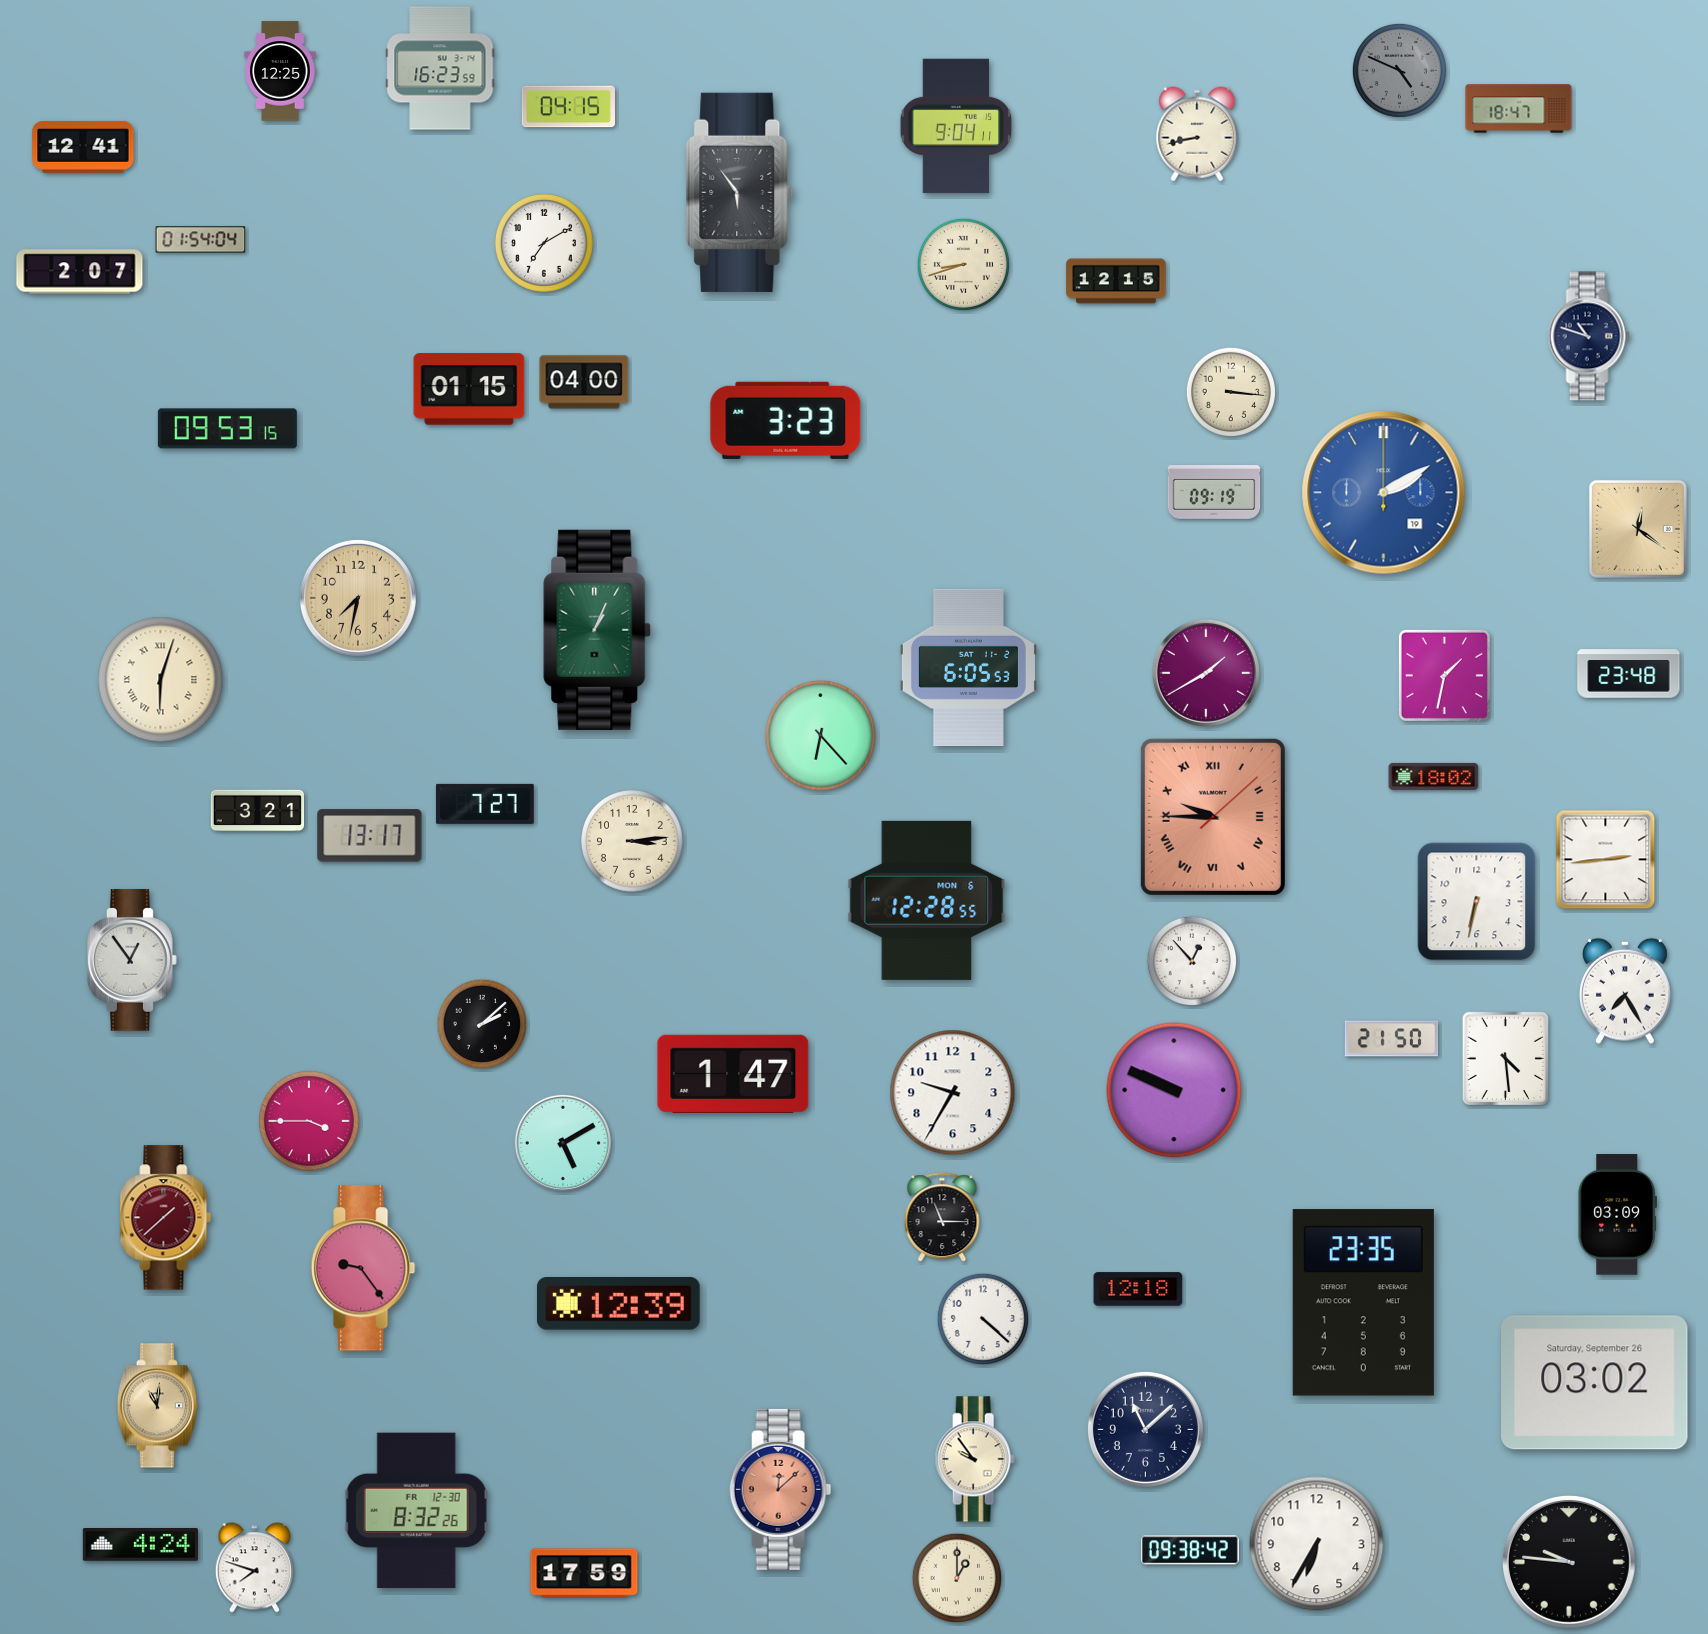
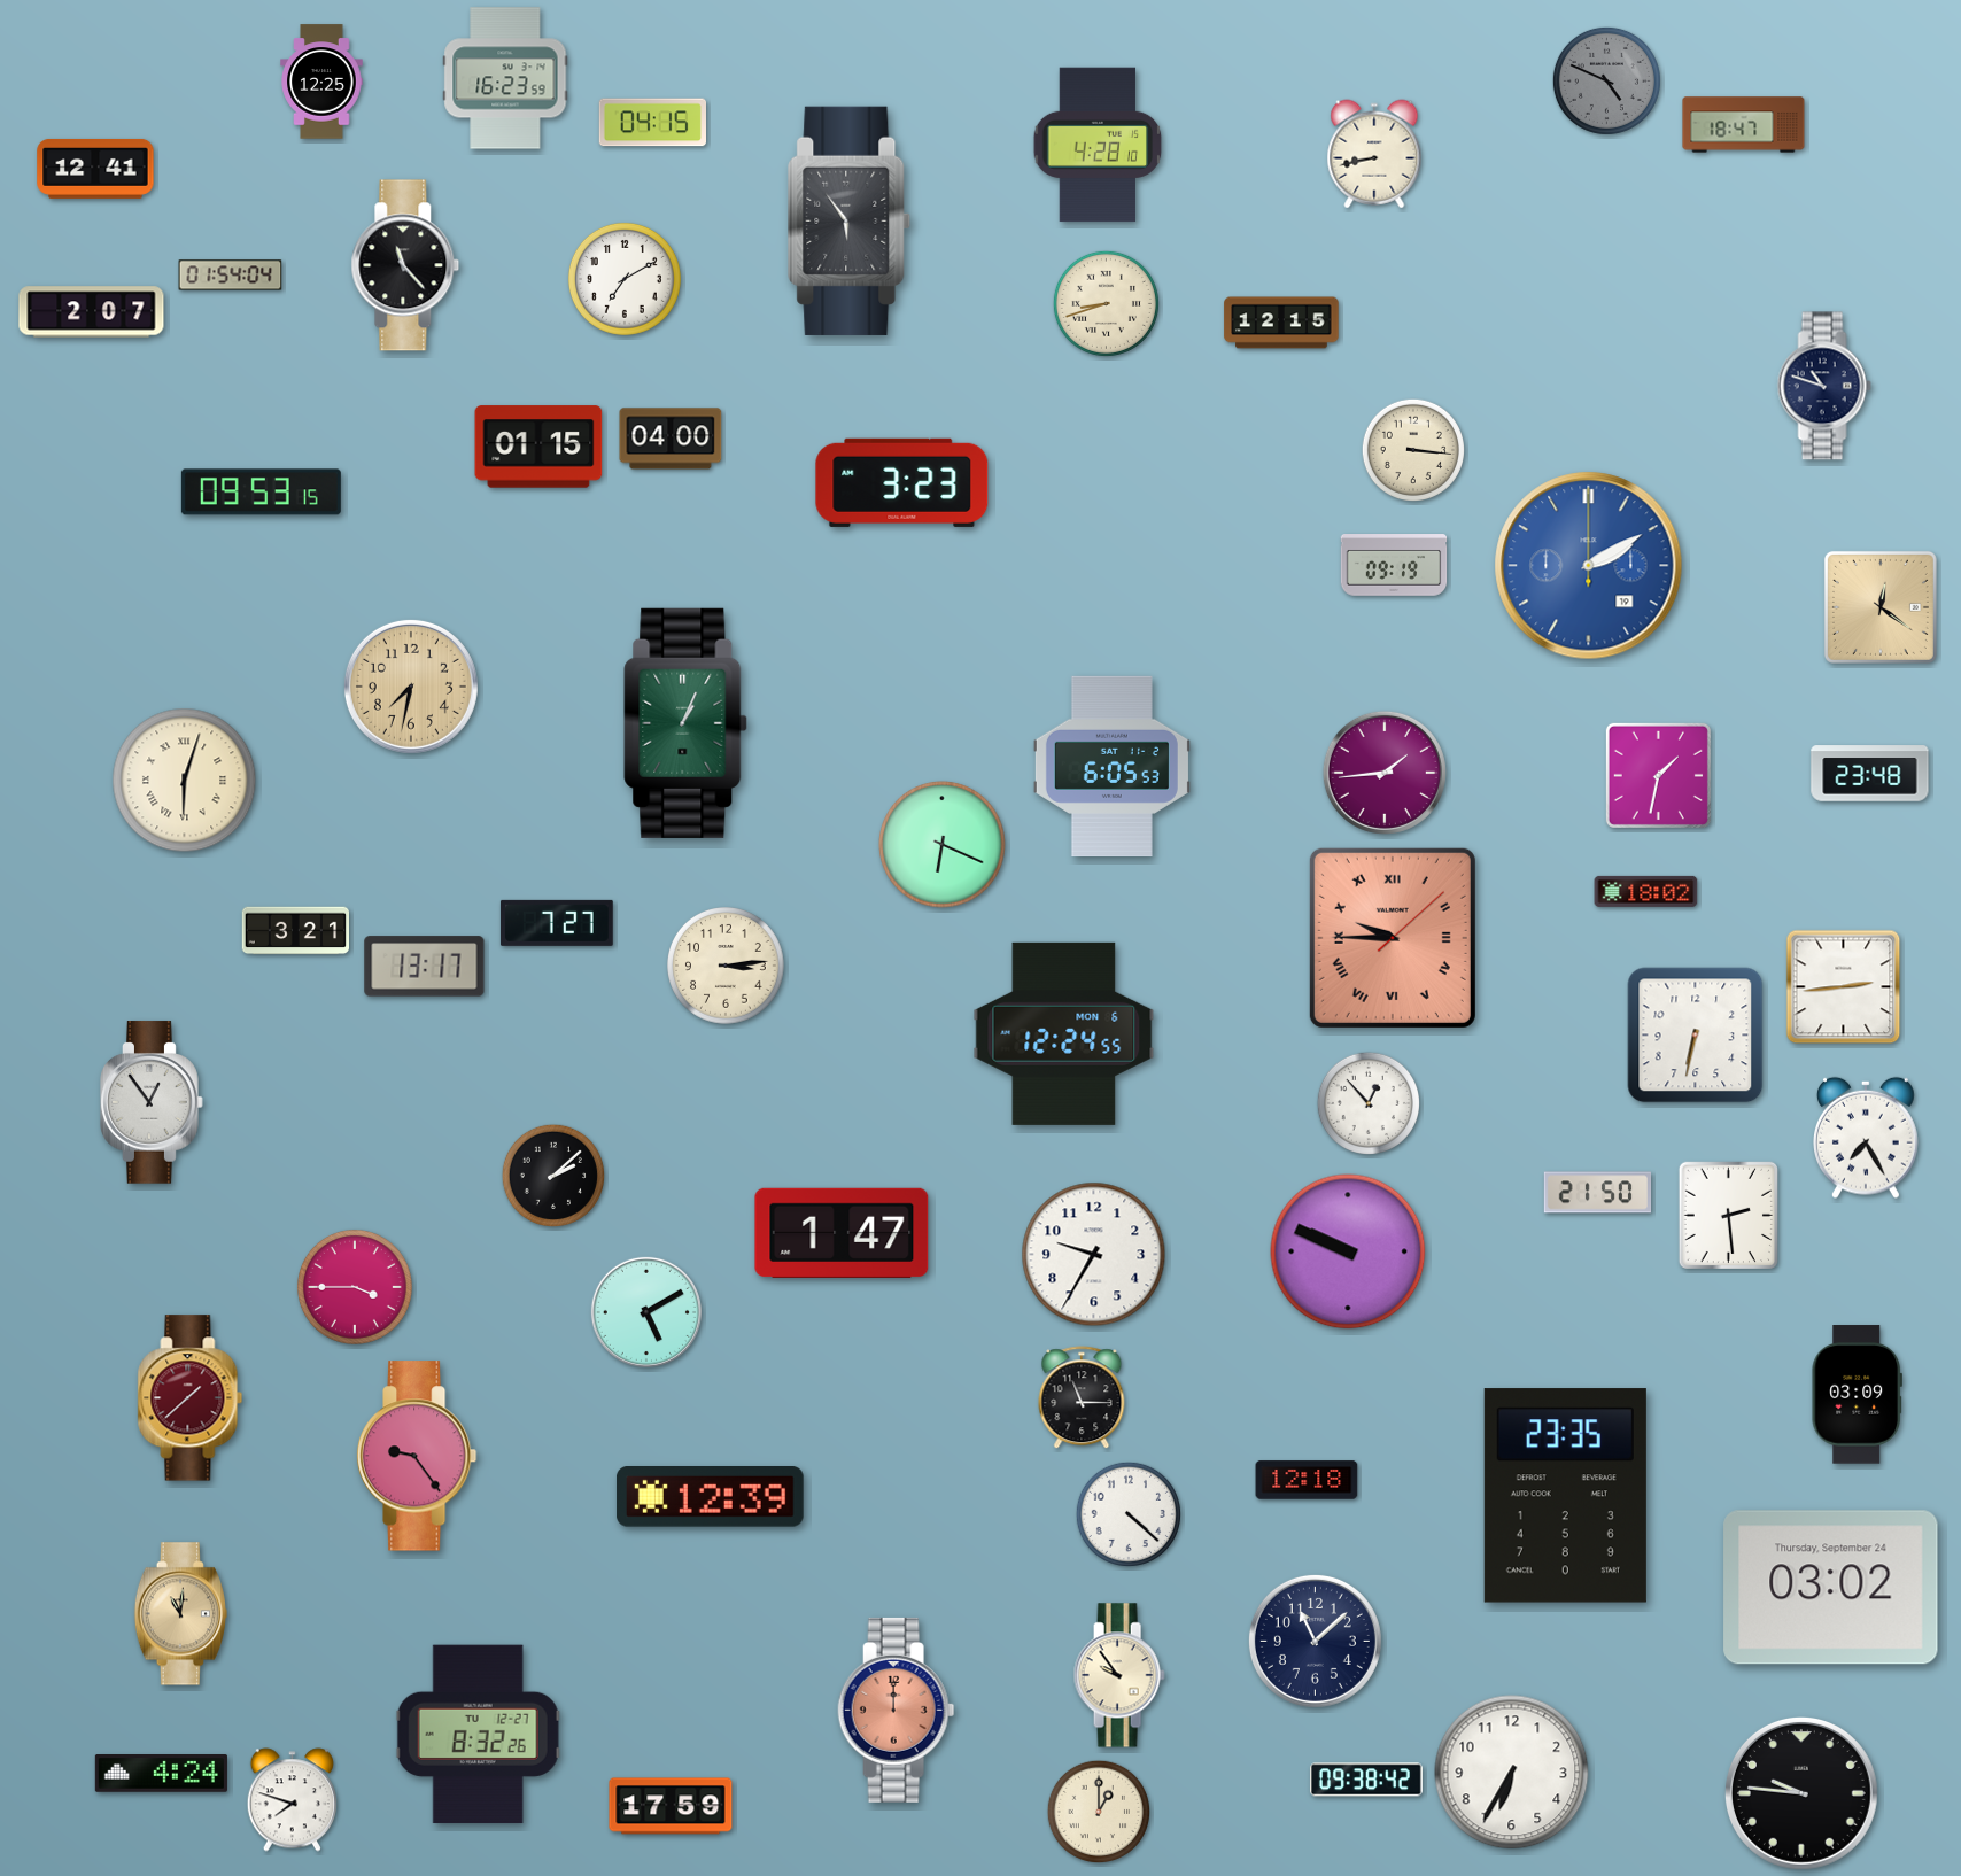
clock at (956, 126): 9:04 -> 4:28
clock at (405, 265): none -> 11:23
clock at (1206, 673): 1:40 -> 1:44
clock at (821, 736): 6:23 -> 6:19
clock at (370, 836) position: (370, 836) -> (425, 967)
clock at (927, 900): 12:28 -> 12:24
clock at (1505, 1058): 4:29 -> 2:29
clock at (1595, 1383) date: Saturday, September 26 -> Thursday, September 24
clock at (781, 1489): 12:08 -> 12:00
clock at (416, 1511) date: FR 12-30 -> TU 12-27
